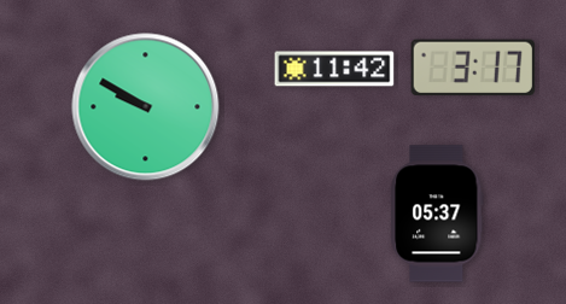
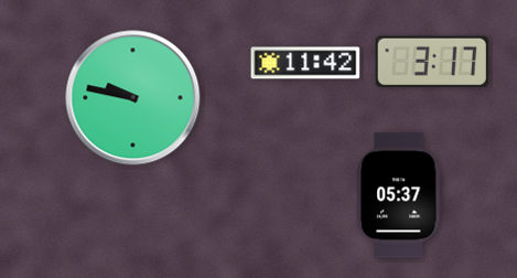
clock at (146, 107): 9:50 -> 9:47
